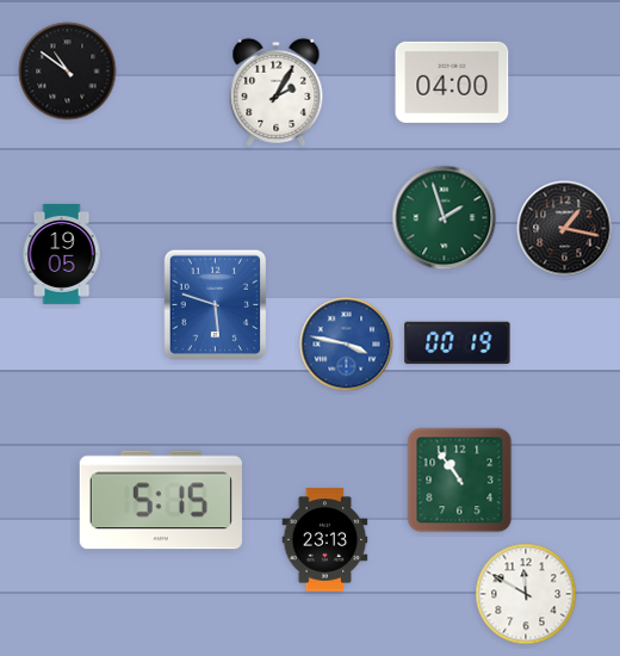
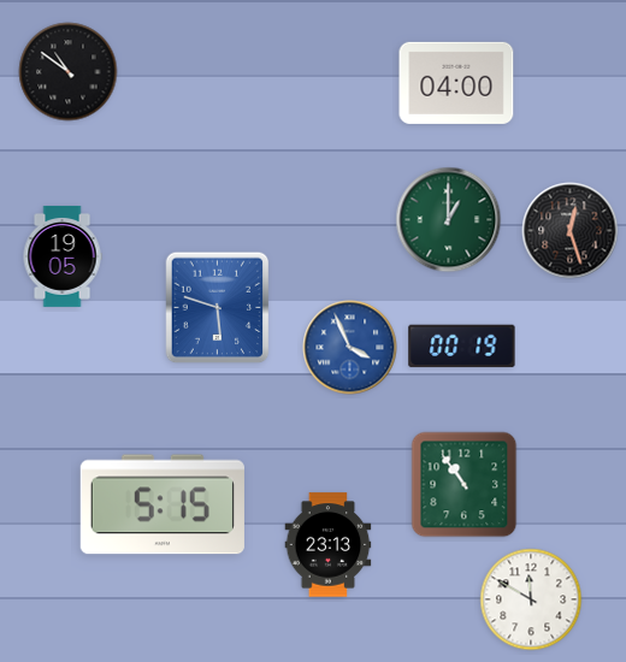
clock at (277, 92): 2:05 -> none
clock at (445, 218): 1:57 -> 1:00
clock at (565, 229): 1:17 -> 12:27
clock at (347, 345): 3:47 -> 3:56
